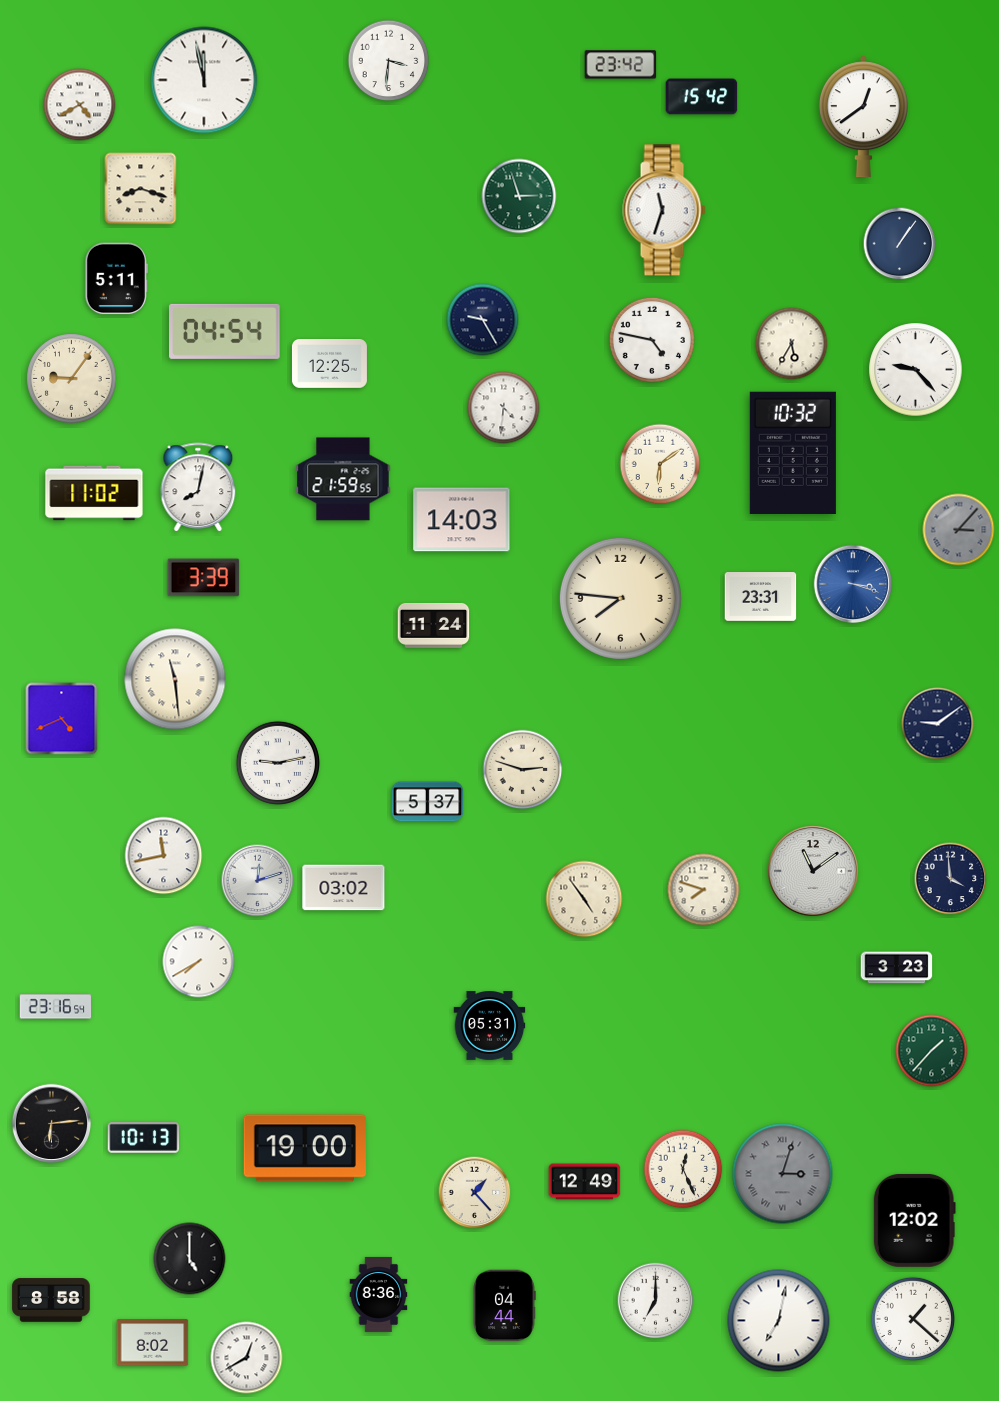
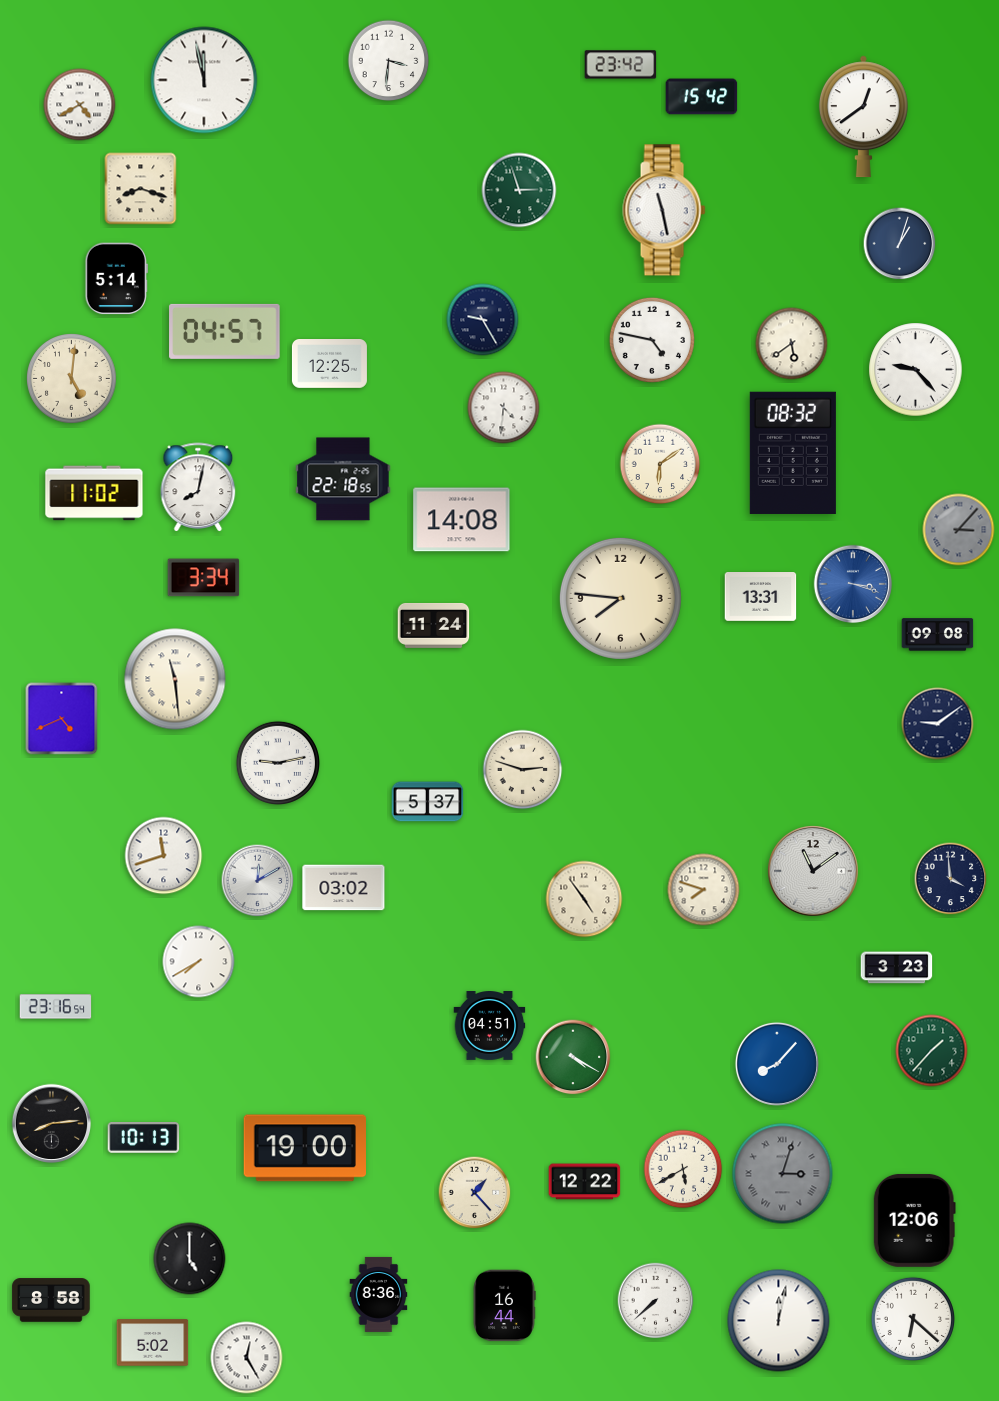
clock at (519, 196) position: (519, 196) -> (519, 190)
clock at (664, 210): 11:33 -> 11:28
clock at (900, 244): 1:06 -> 1:03
clock at (116, 279): 5:11 -> 5:14
clock at (225, 331): 04:54 -> 04:57
clock at (792, 344): 5:35 -> 5:39
clock at (72, 379): 9:06 -> 5:01
clock at (793, 453): 10:32 -> 08:32
clock at (343, 479): 21:59 -> 22:18
clock at (462, 520): 14:03 -> 14:08
clock at (204, 578): 3:39 -> 3:34
clock at (761, 597): 23:31 -> 13:31
clock at (938, 635): none -> 09:08
clock at (164, 856): 11:43 -> 11:42
clock at (258, 881): 12:12 -> 12:10
clock at (490, 1026): 05:31 -> 04:51
clock at (573, 1057): none -> 4:20
clock at (777, 1064): none -> 8:07
clock at (51, 1123): 6:14 -> 8:14
clock at (683, 1169): 12:26 -> 5:40
clock at (585, 1182): 12:49 -> 12:22
clock at (914, 1220): 12:02 -> 12:06
clock at (656, 1301): 7:00 -> 7:38
clock at (504, 1306): 04:44 -> 16:44
clock at (912, 1318): 1:22 -> 6:22
clock at (779, 1321): 7:02 -> 12:02
clock at (153, 1343): 8:02 -> 5:02
clock at (247, 1358): 12:40 -> 12:25
